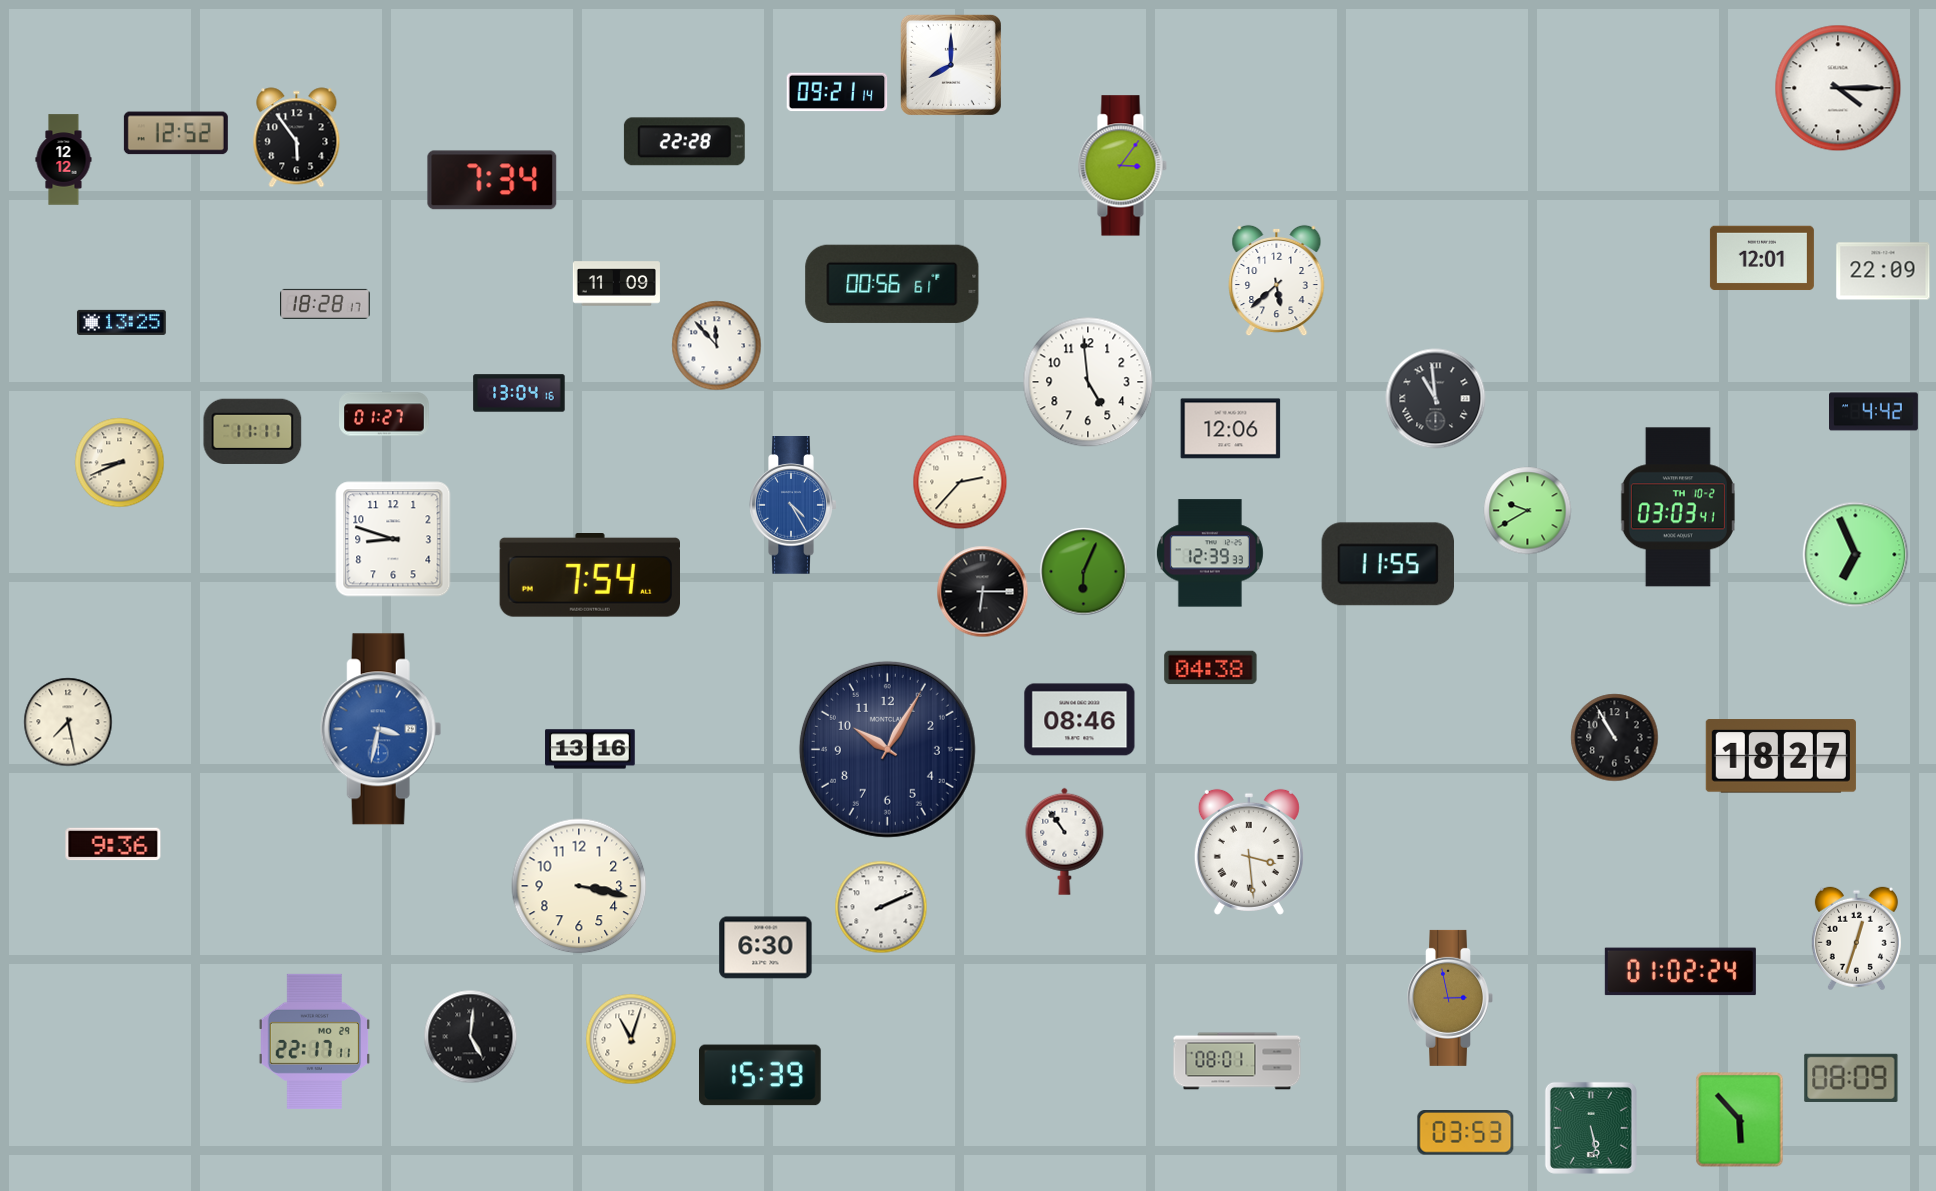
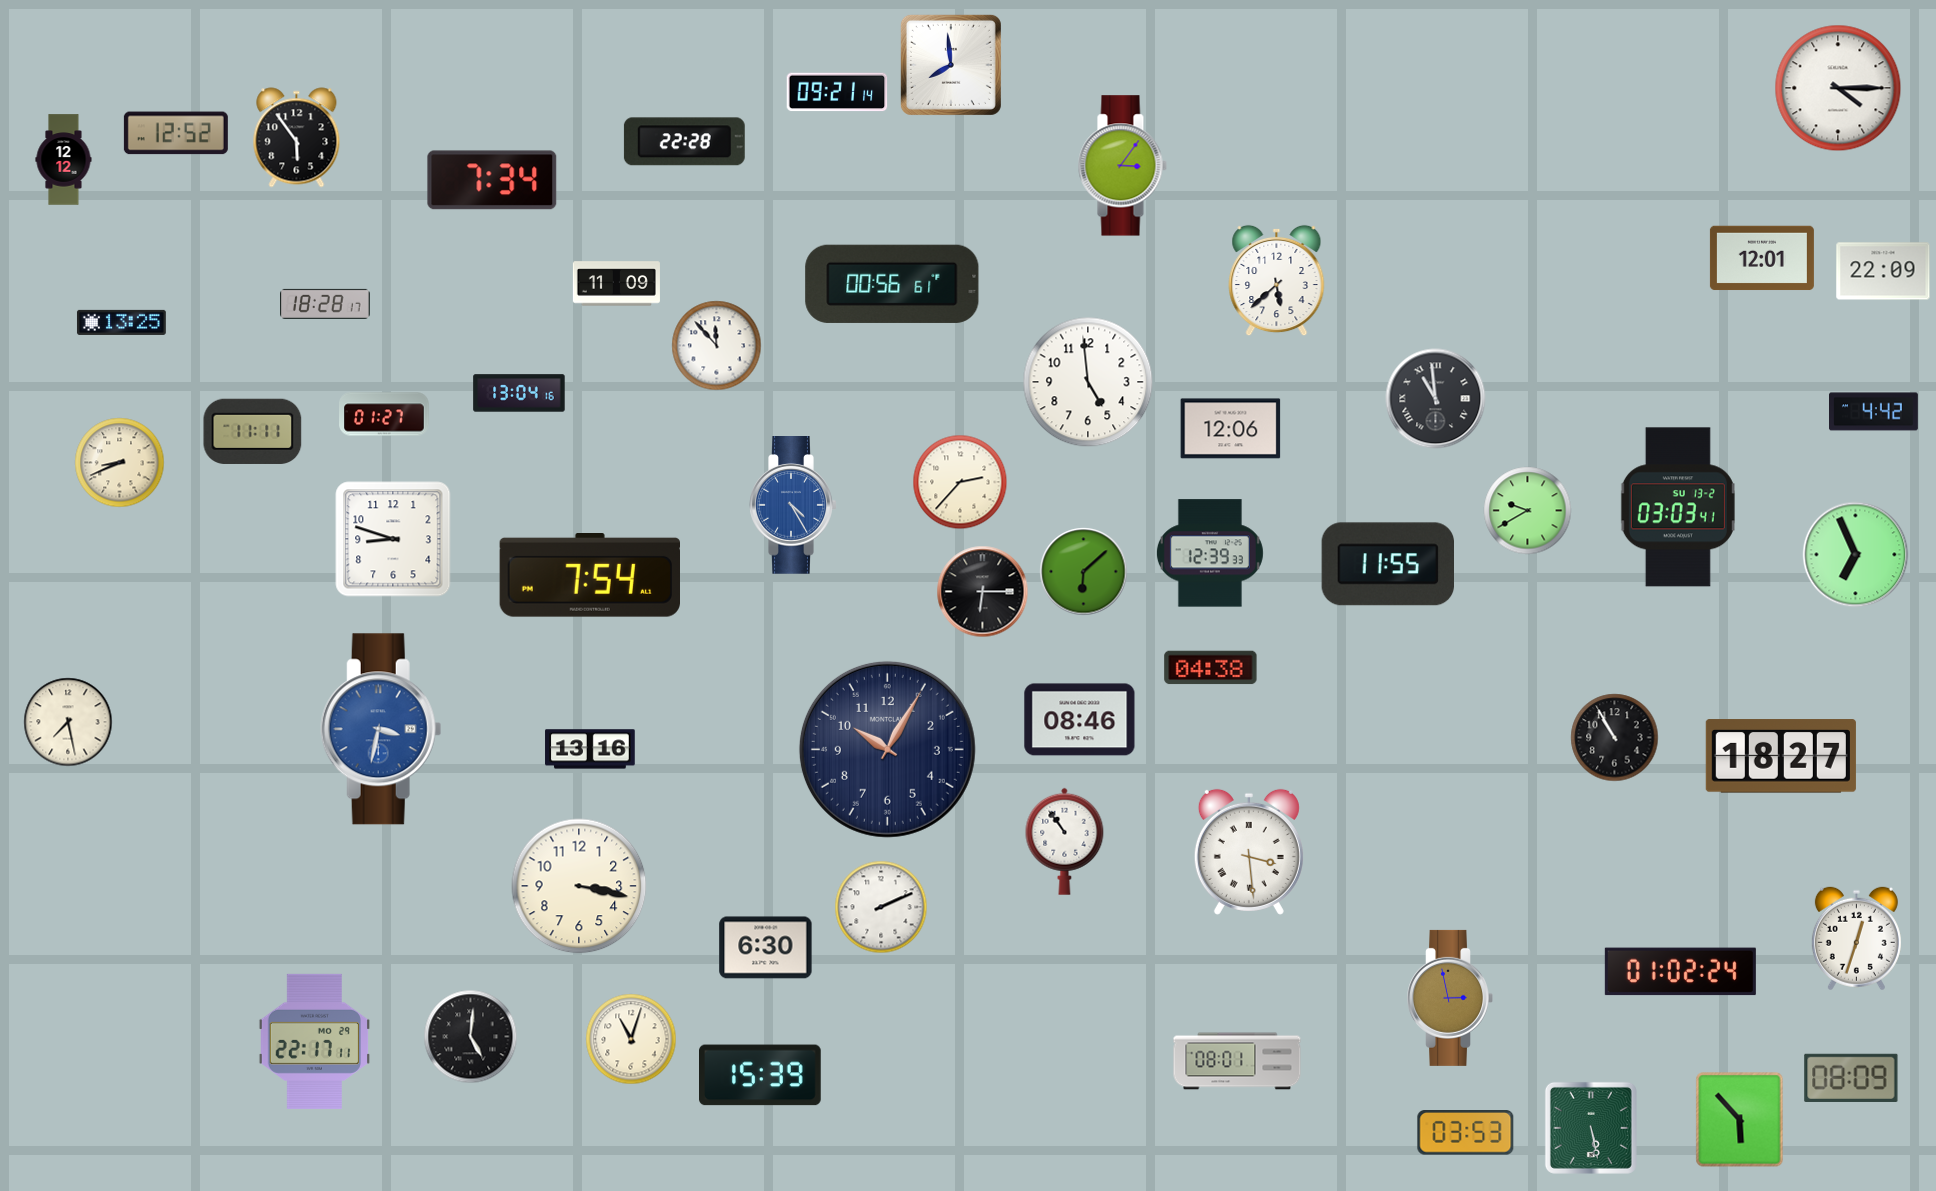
clock at (951, 65): 8:00 -> 7:59
clock at (1678, 507) date: TH 10-2 -> SU 13-2
clock at (1084, 572): 6:04 -> 6:08
clock at (113, 844): 9:36 -> none
